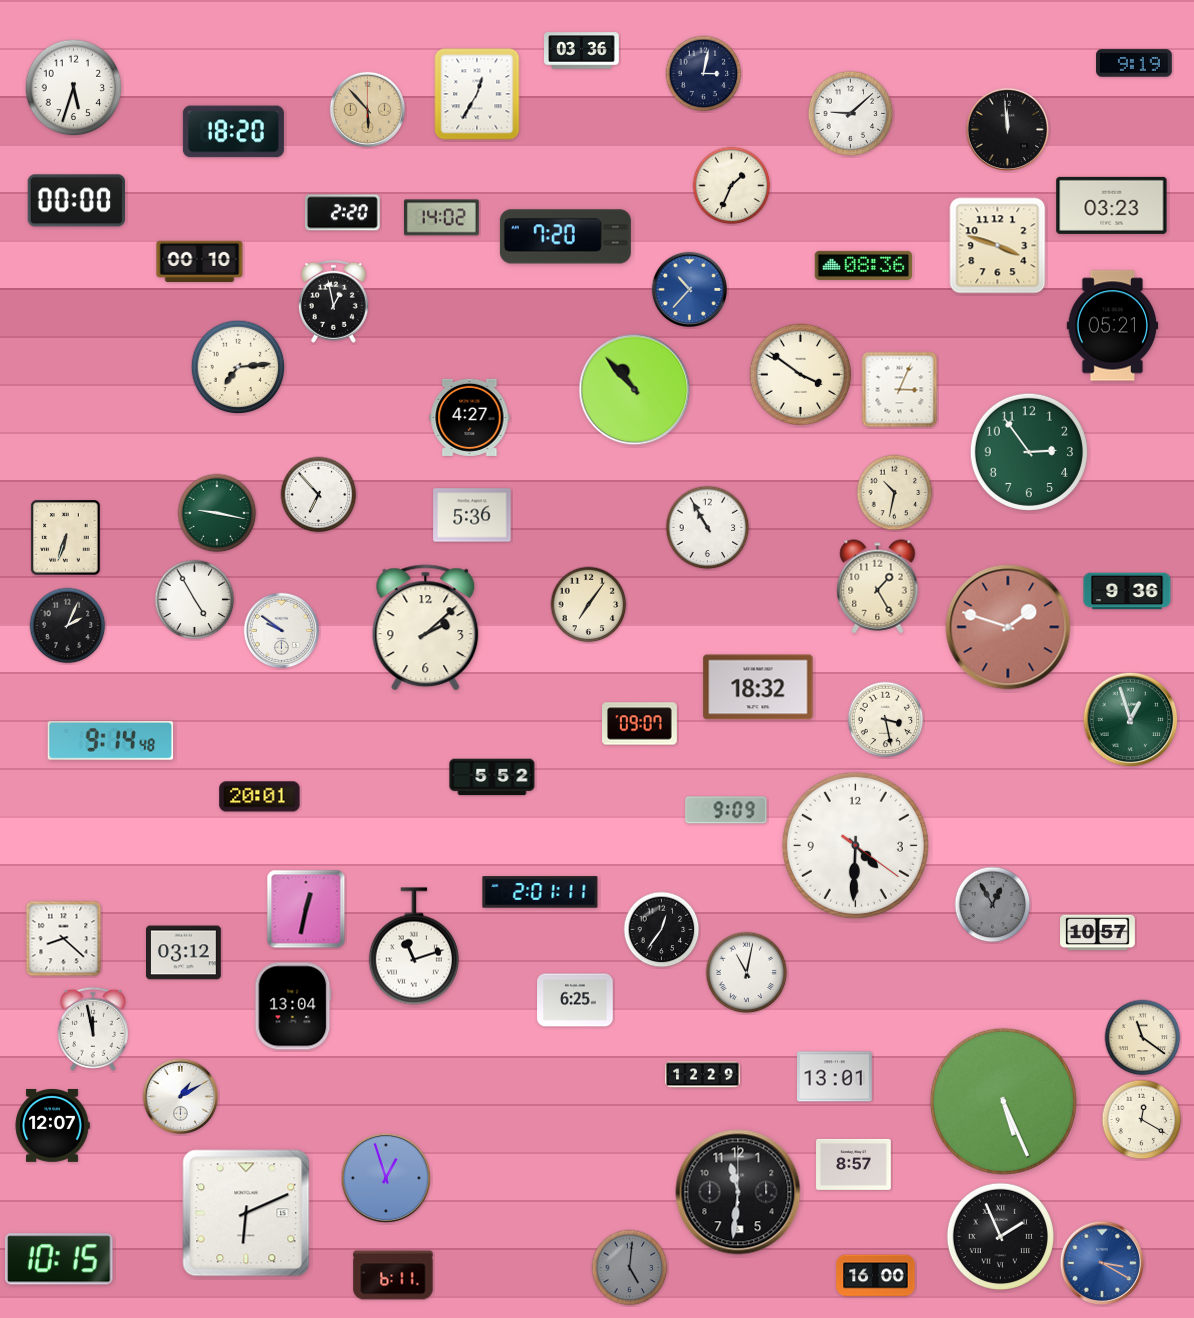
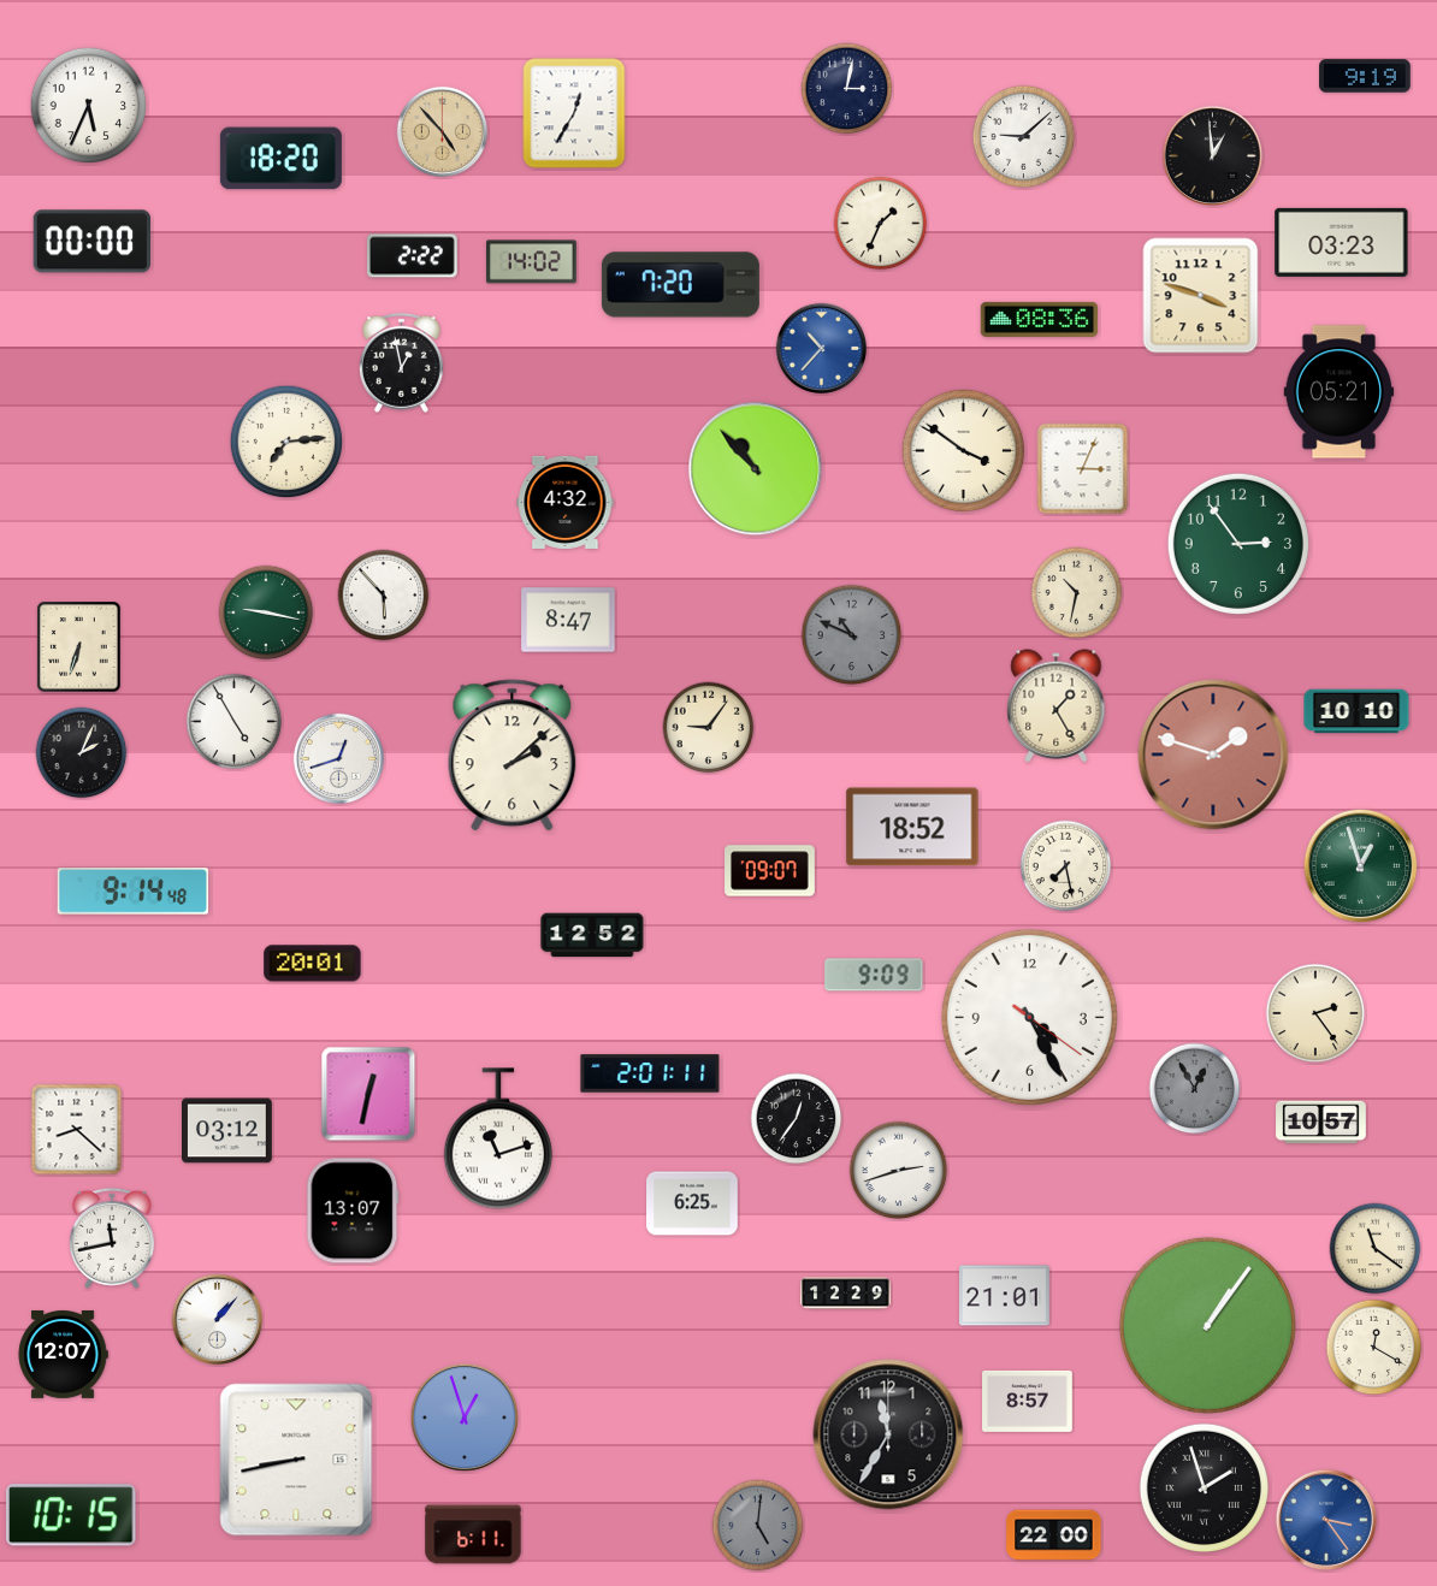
clock at (582, 51): 03:36 -> none
clock at (74, 88): 5:33 -> 5:34
clock at (367, 109): 5:53 -> 4:53
clock at (1008, 130): 11:59 -> 12:59
clock at (1112, 205) position: (1112, 205) -> (1342, 242)
clock at (342, 213): 2:20 -> 2:22
clock at (200, 261): 00:10 -> none
clock at (689, 289) position: (689, 289) -> (821, 348)
clock at (635, 390) position: (635, 390) -> (756, 469)
clock at (470, 417): 4:27 -> 4:32
clock at (319, 495): 6:53 -> 5:53
clock at (217, 513) position: (217, 513) -> (266, 612)
clock at (472, 515): 5:36 -> 8:47
clock at (708, 528): 10:55 -> 10:49
clock at (708, 528) dial: white -> grey
clock at (1127, 591): 9:36 -> 10:10
clock at (589, 605): 7:06 -> 9:06
clock at (281, 630): 9:51 -> 12:42
clock at (758, 687): 18:32 -> 18:52
clock at (886, 720): 3:28 -> 7:28
clock at (492, 777): 5:52 -> 12:52
clock at (260, 797) position: (260, 797) -> (313, 964)
clock at (1315, 1013): none -> 2:24
clock at (855, 845): 4:30 -> 4:25
clock at (184, 953) position: (184, 953) -> (227, 1131)
clock at (747, 973): 11:02 -> 2:42
clock at (293, 1006): 13:04 -> 13:07
clock at (93, 1029): 11:58 -> 11:43
clock at (835, 1077): 13:01 -> 21:01
clock at (180, 1096): 1:10 -> 1:07
clock at (1003, 1101): 5:26 -> 1:06
clock at (738, 1192): 11:31 -> 11:35
clock at (246, 1213): 6:11 -> 8:43
clock at (1000, 1236): 1:56 -> 1:57
clock at (1102, 1263): 3:20 -> 3:24
clock at (876, 1276): 16:00 -> 22:00
